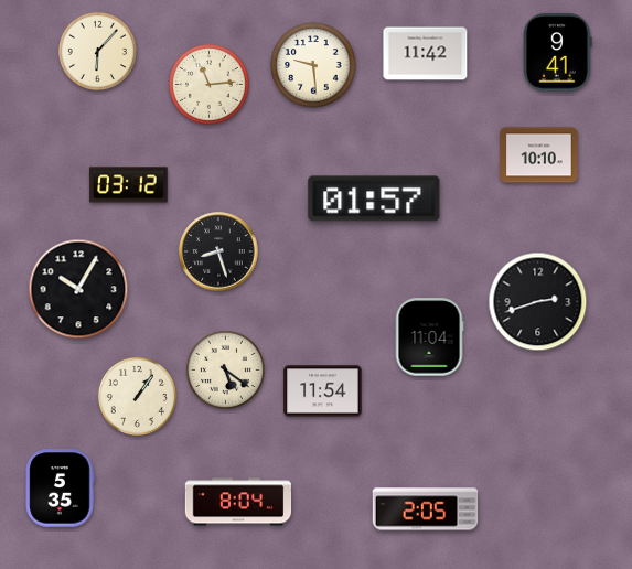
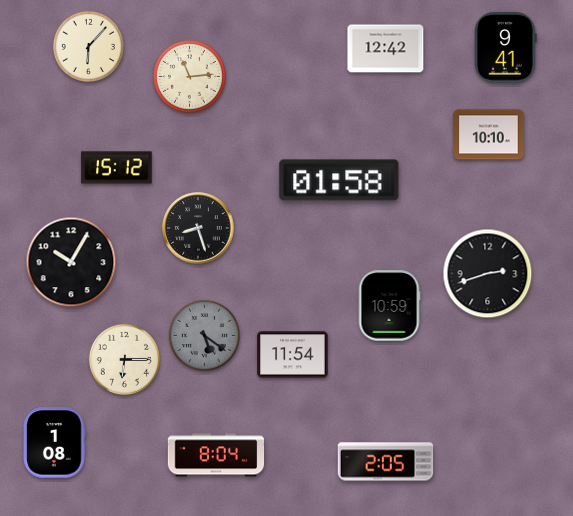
clock at (426, 54): 11:42 -> 12:42
clock at (313, 65): 9:29 -> none
clock at (539, 155) position: (539, 155) -> (489, 135)
clock at (129, 185): 03:12 -> 15:12
clock at (374, 198): 01:57 -> 01:58
clock at (429, 337): 11:04 -> 10:59
clock at (225, 369) dial: cream -> grey
clock at (137, 396): 1:06 -> 6:15
clock at (60, 489): 5:35 -> 1:08
